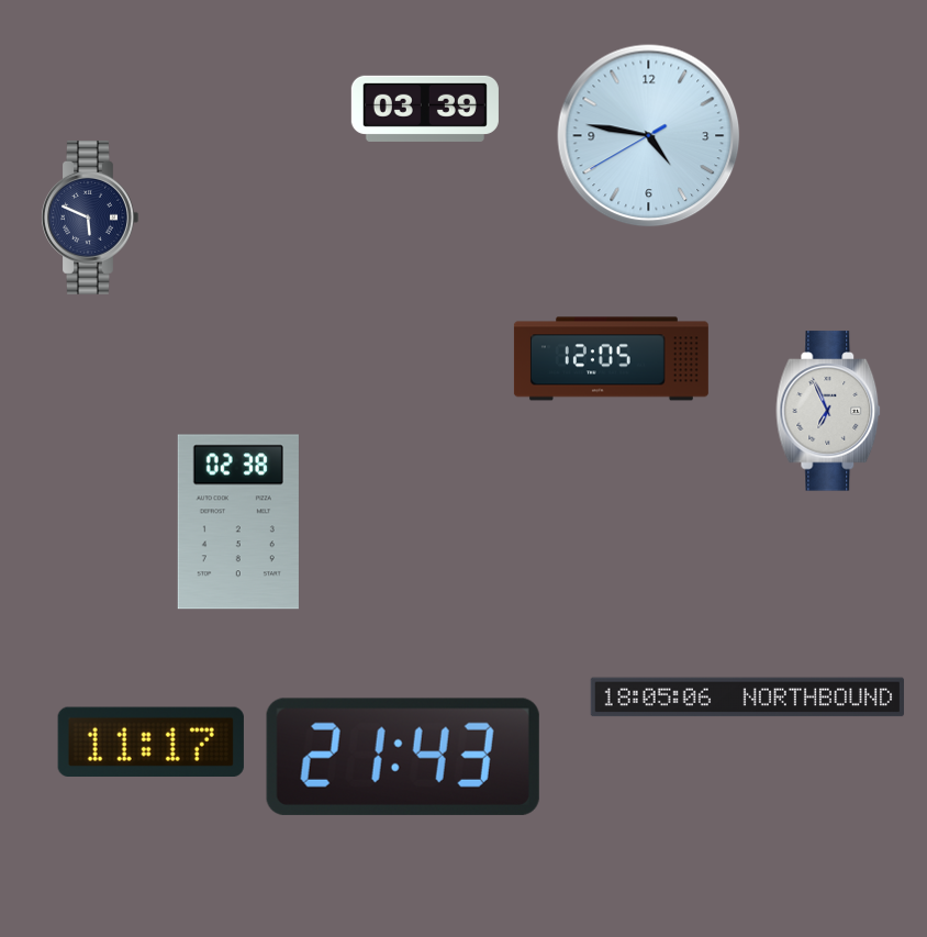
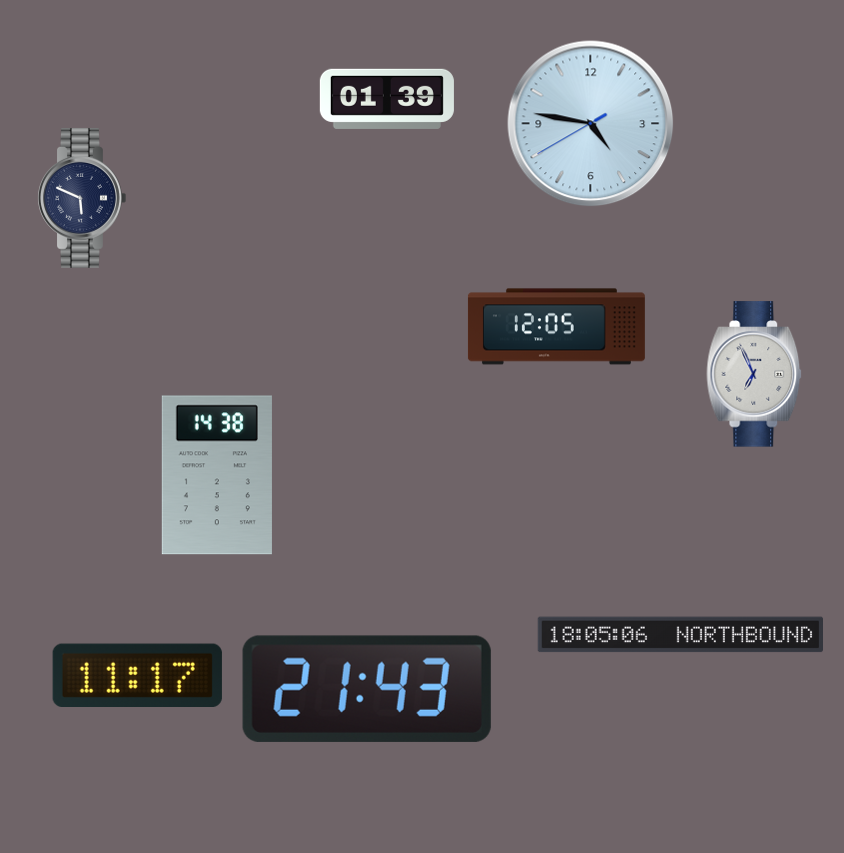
clock at (425, 109): 03:39 -> 01:39
clock at (238, 522): 02:38 -> 14:38
